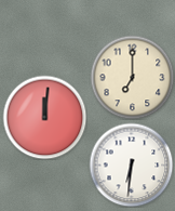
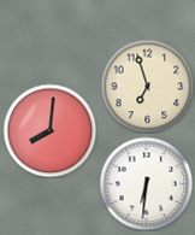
clock at (132, 77): 7:00 -> 6:57
clock at (44, 117): 12:01 -> 8:01
